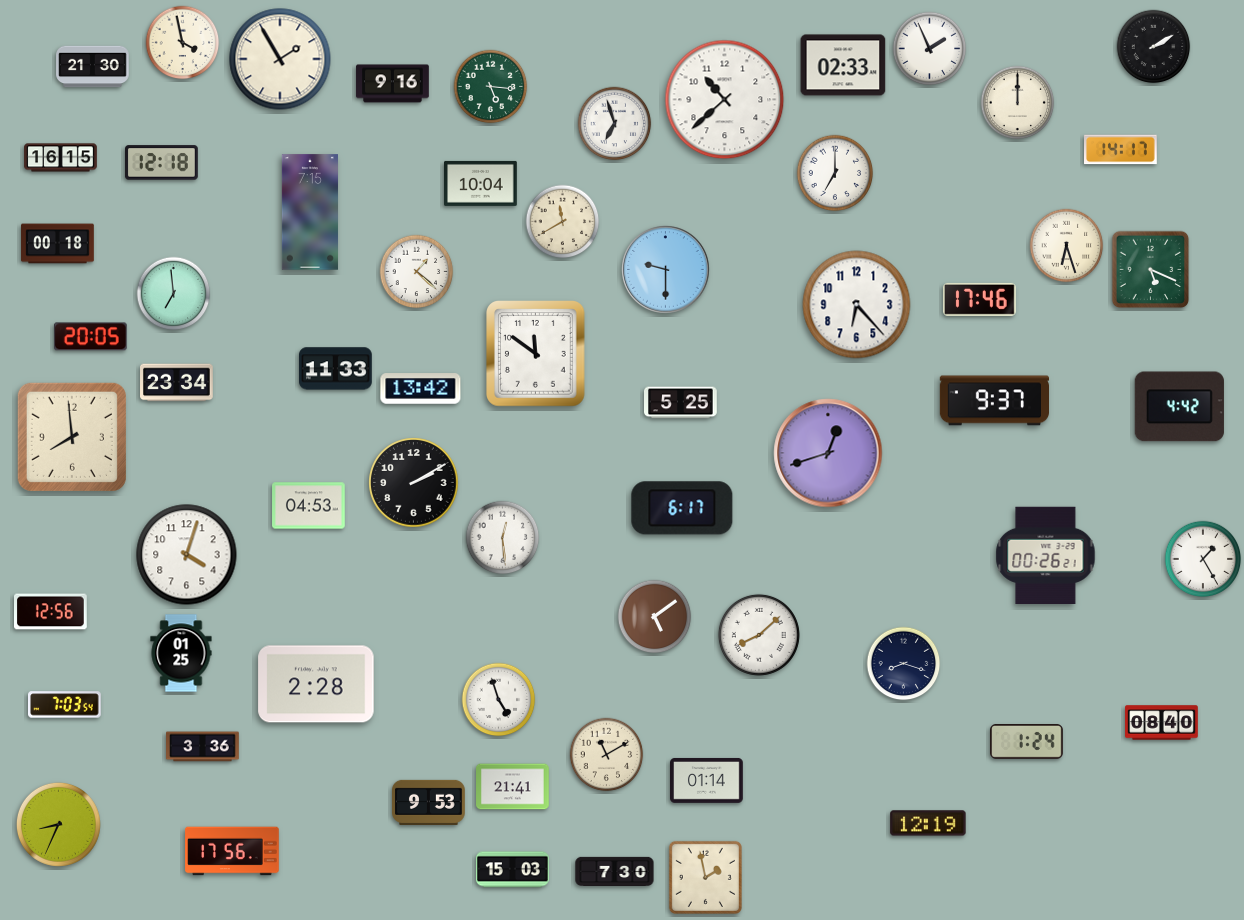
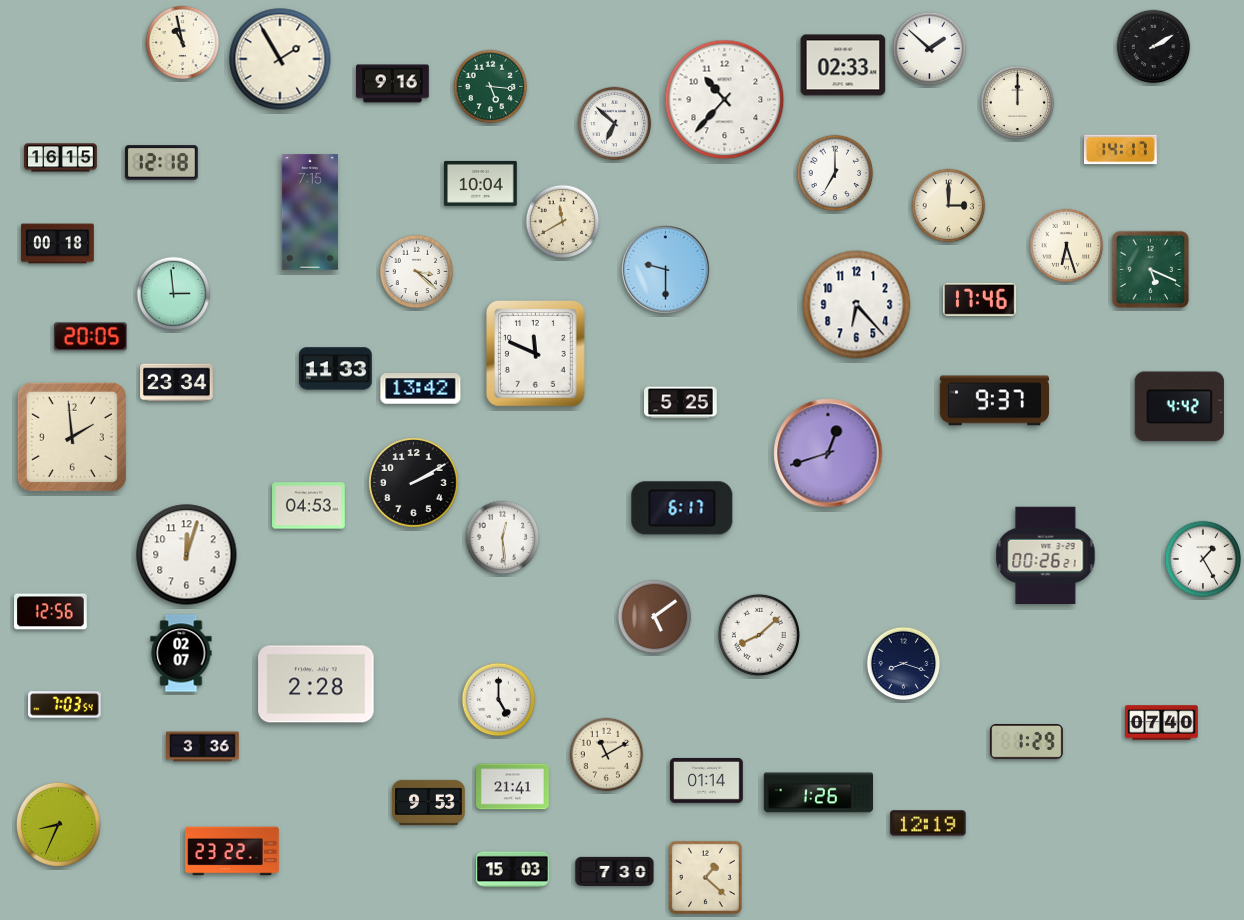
clock at (183, 43): 3:58 -> 10:58
clock at (930, 49): 1:56 -> 1:52
clock at (93, 67): 21:30 -> none
clock at (725, 100): 10:38 -> 10:37
clock at (615, 124): 6:57 -> 6:52
clock at (949, 206): none -> 3:00
clock at (417, 272): 1:22 -> 3:22
clock at (174, 294): 6:59 -> 2:59
clock at (536, 354): 11:51 -> 11:49
clock at (72, 437): 7:59 -> 1:59
clock at (187, 555): 4:03 -> 12:03
clock at (181, 653): 01:25 -> 02:07
clock at (499, 700): 4:57 -> 5:00
clock at (1162, 723): 08:40 -> 07:40
clock at (1027, 742): 1:24 -> 1:29
clock at (818, 793): none -> 1:26
clock at (232, 851): 17:56 -> 23:22
clock at (705, 877): 1:58 -> 1:22
